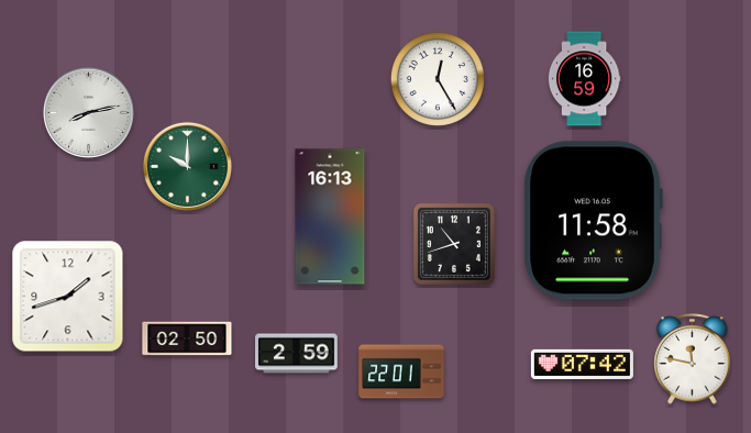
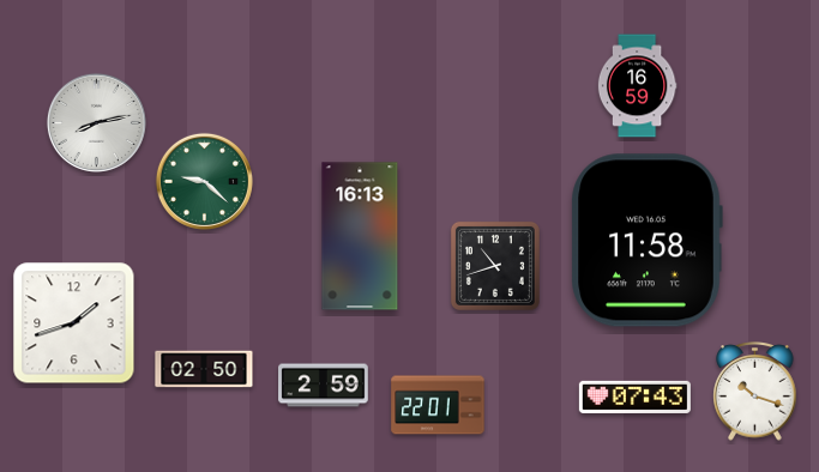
clock at (438, 79): 12:25 -> none
clock at (187, 166): 10:00 -> 9:22
clock at (693, 359): 11:47 -> 10:18
clock at (582, 364): 07:42 -> 07:43
